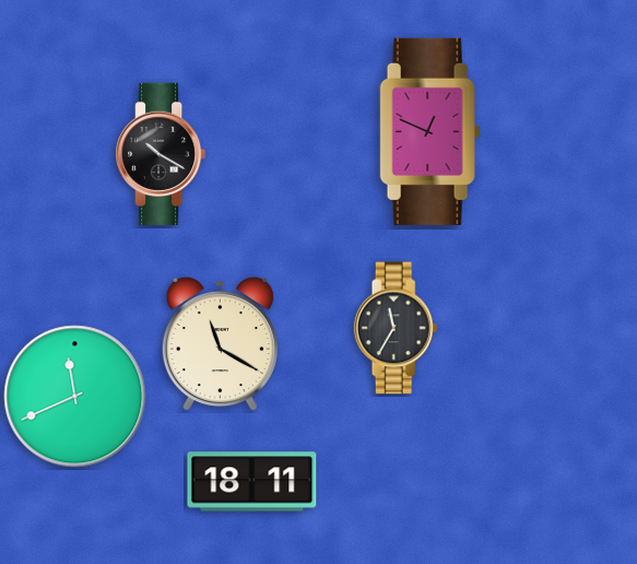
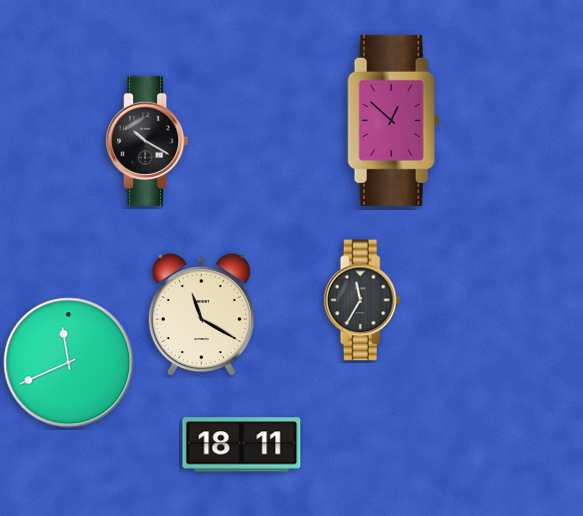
clock at (430, 131): 12:49 -> 12:52
clock at (252, 482) position: (252, 482) -> (242, 445)
